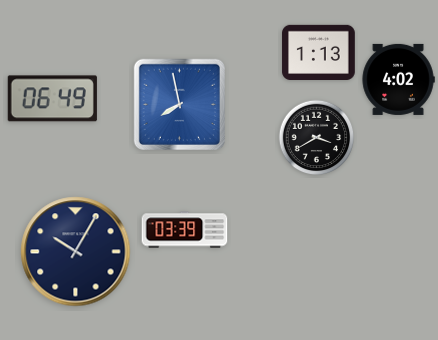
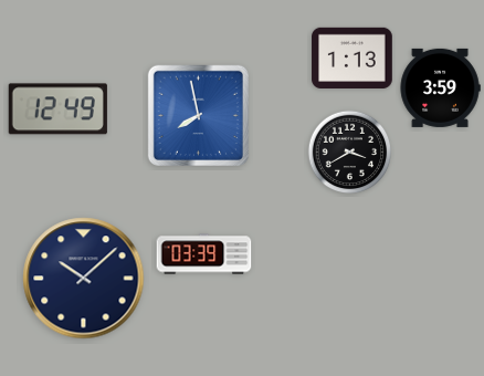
clock at (398, 79): 4:02 -> 3:59
clock at (52, 99): 06:49 -> 12:49
clock at (76, 252): 10:05 -> 10:08
